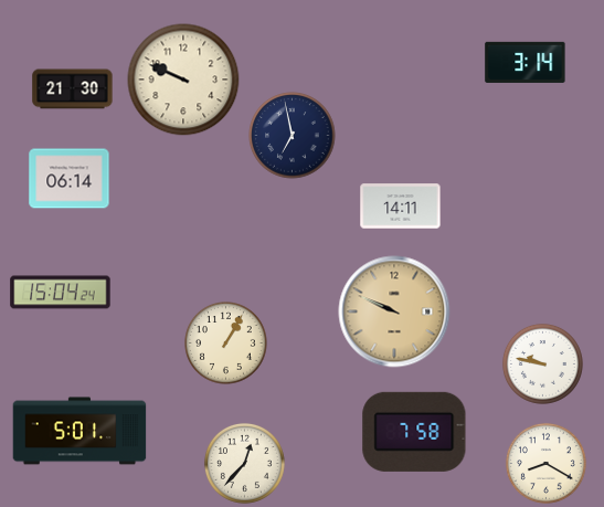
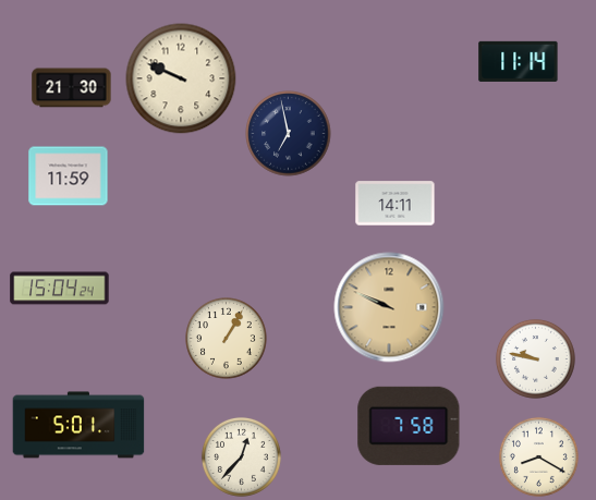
clock at (526, 62): 3:14 -> 11:14
clock at (70, 179): 06:14 -> 11:59
clock at (226, 344) position: (226, 344) -> (227, 339)
